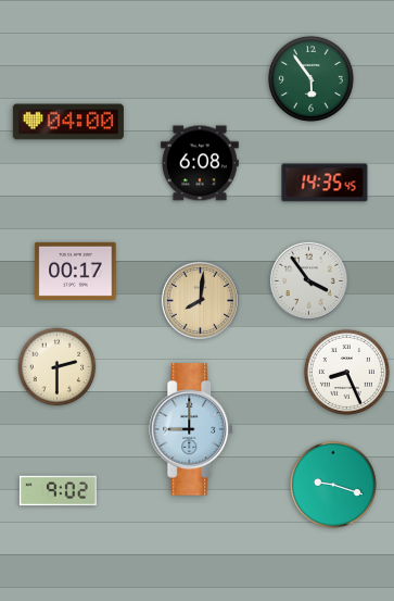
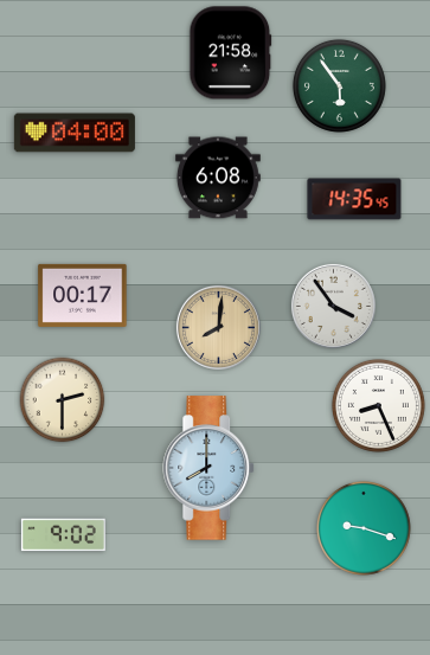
clock at (231, 53): none -> 21:58
clock at (308, 280) position: (308, 280) -> (333, 306)
clock at (192, 429): 9:00 -> 8:00
